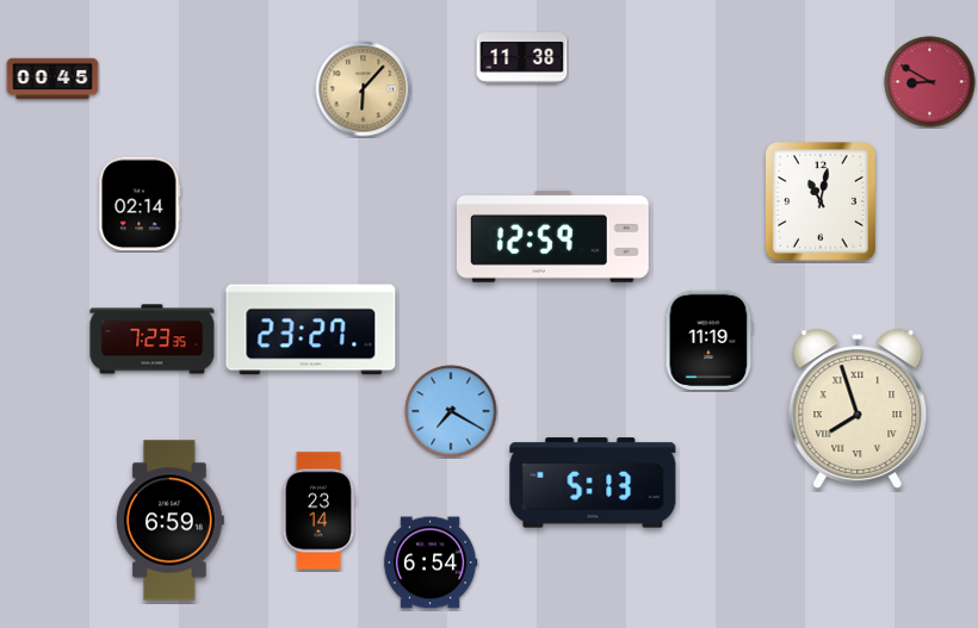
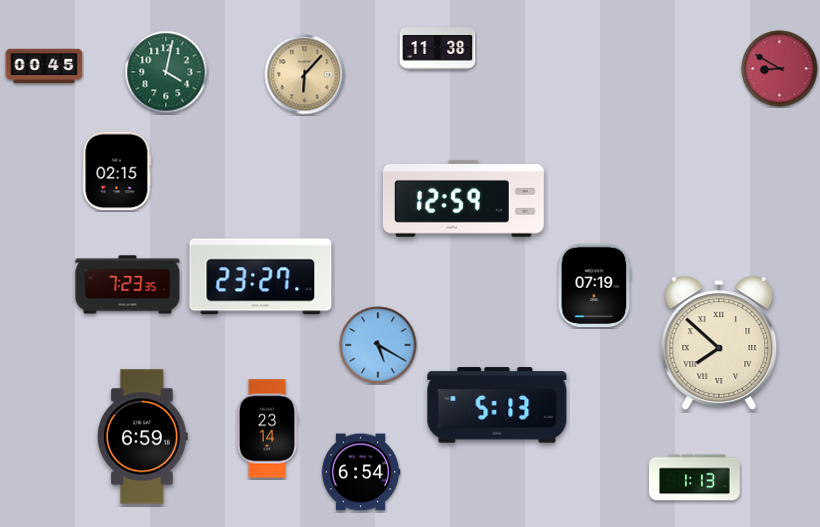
clock at (166, 72): none -> 4:02
clock at (821, 201): 11:02 -> none
clock at (140, 204): 02:14 -> 02:15
clock at (710, 341): 11:19 -> 07:19
clock at (858, 409): 7:57 -> 7:52
clock at (451, 411): 7:20 -> 5:20
clock at (695, 478): none -> 1:13
